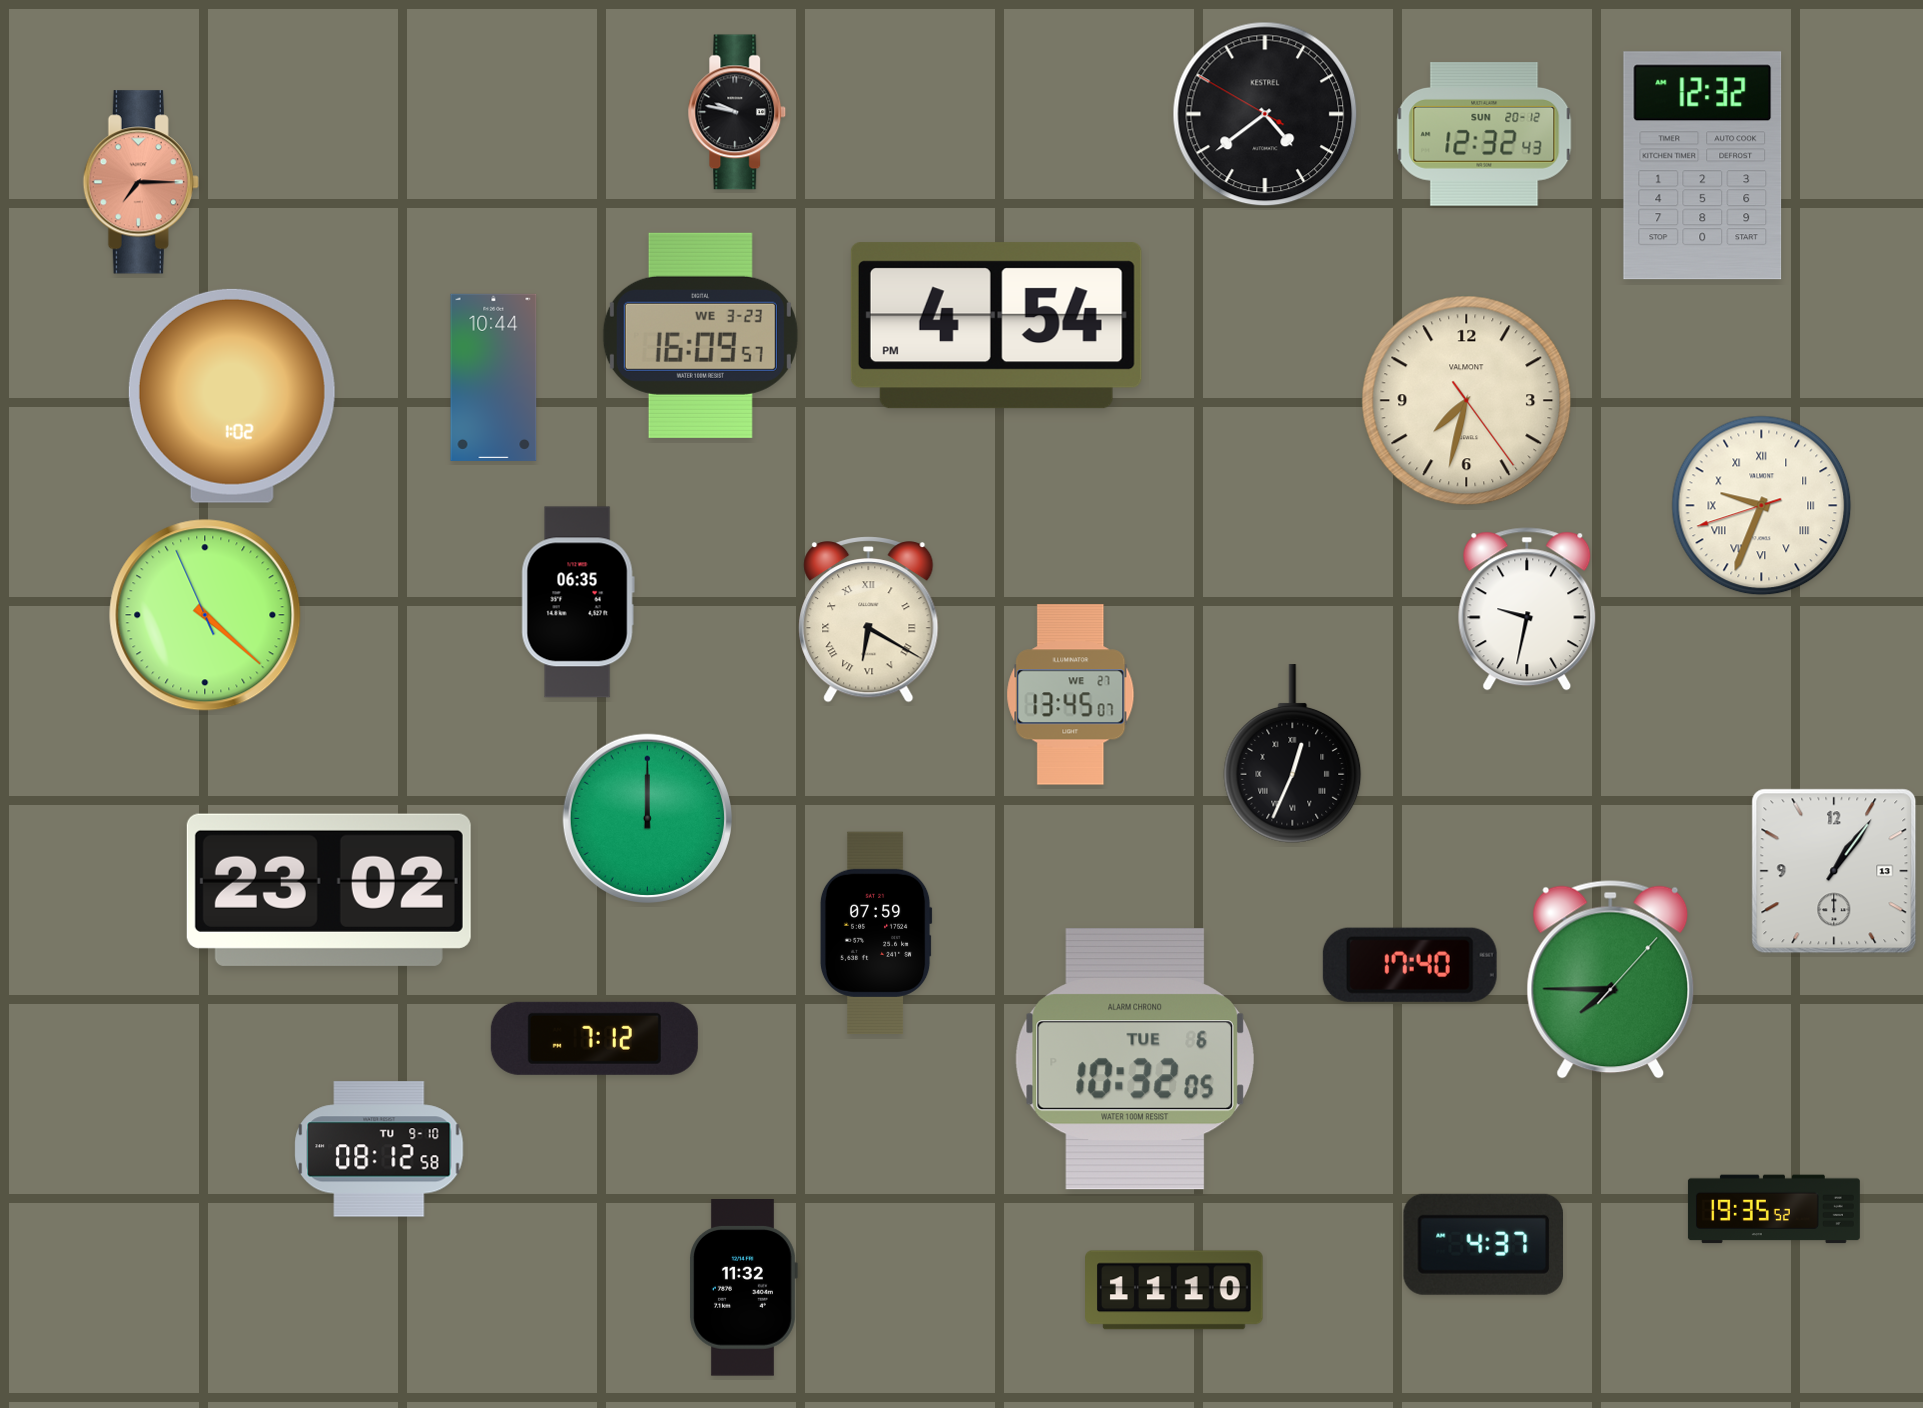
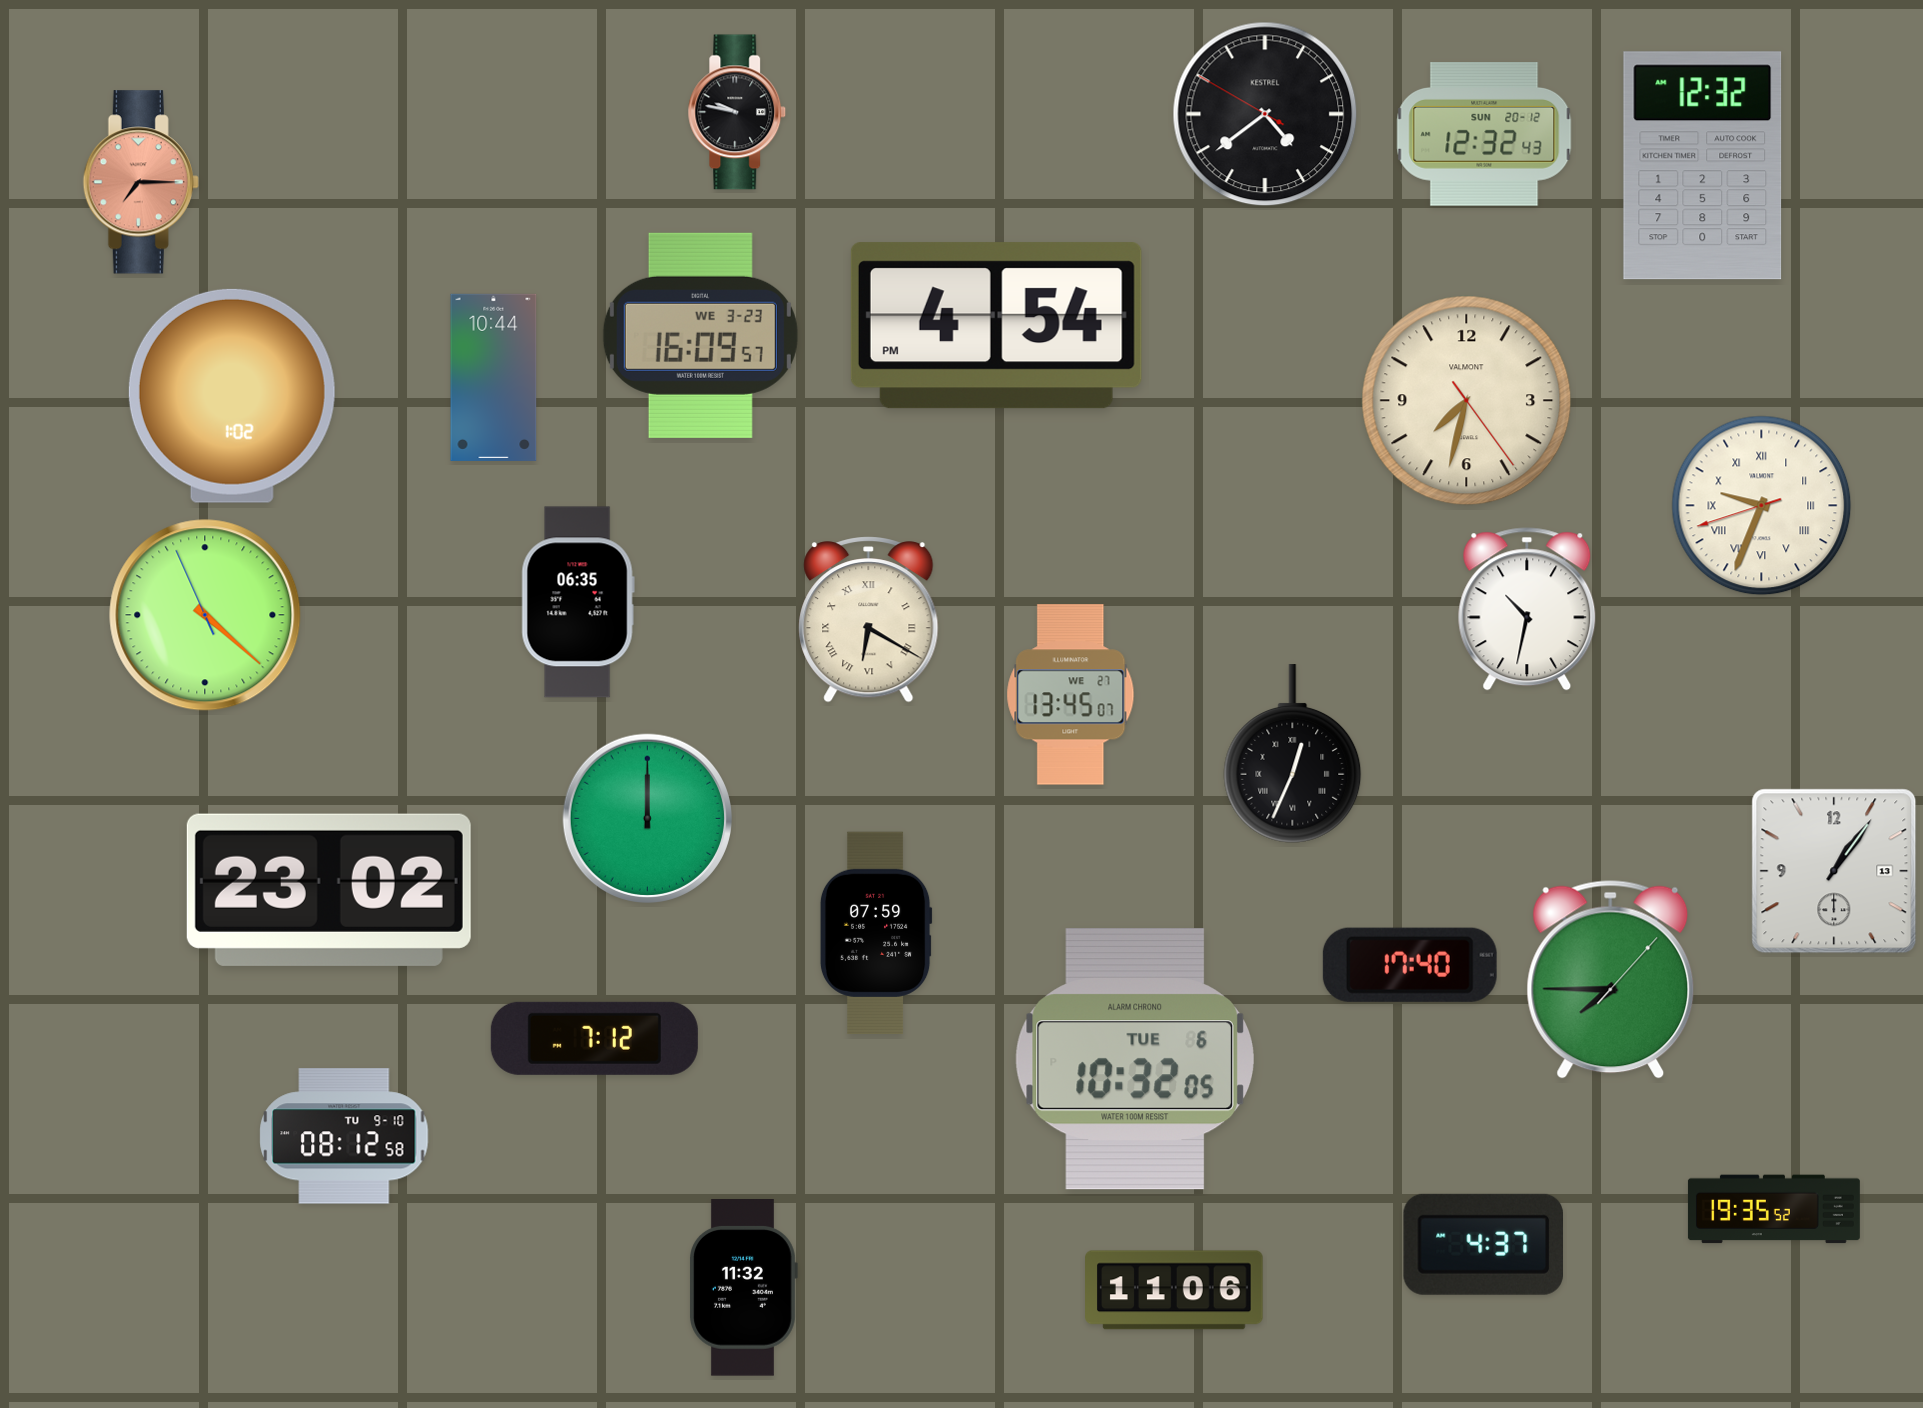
clock at (1527, 609): 9:32 -> 10:32
clock at (379, 1149) position: (379, 1149) -> (344, 1136)
clock at (1174, 1290): 11:10 -> 11:06
